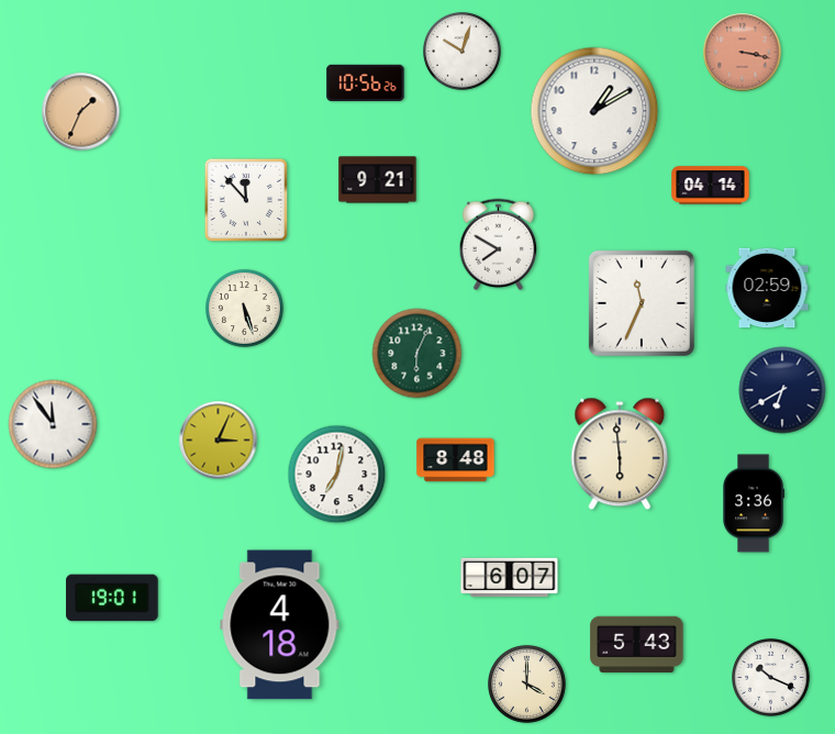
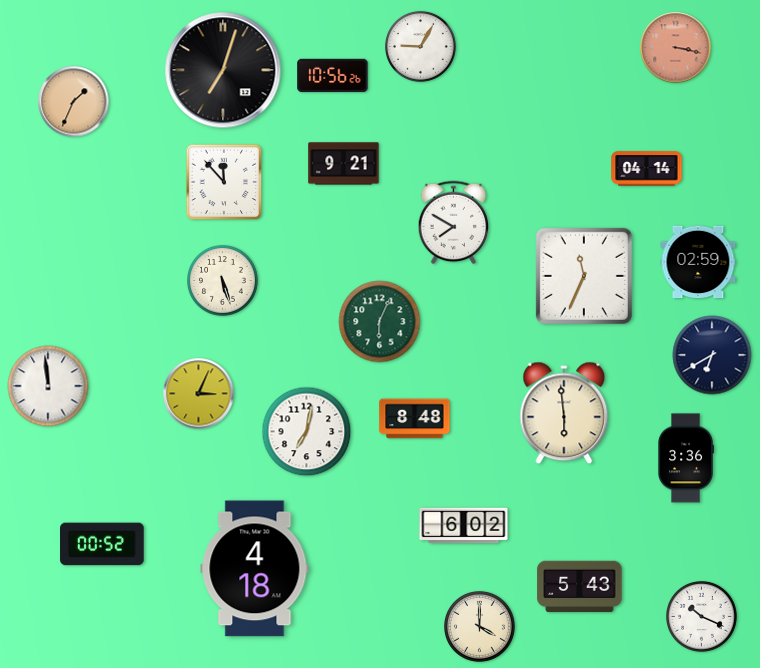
clock at (463, 52): 10:03 -> 9:05
clock at (223, 70): none -> 7:03
clock at (594, 111): 1:10 -> none
clock at (53, 424): 11:54 -> 11:59
clock at (219, 441) position: (219, 441) -> (199, 394)
clock at (510, 578): 6:07 -> 6:02
clock at (112, 598): 19:01 -> 00:52
clock at (527, 685) position: (527, 685) -> (480, 627)
